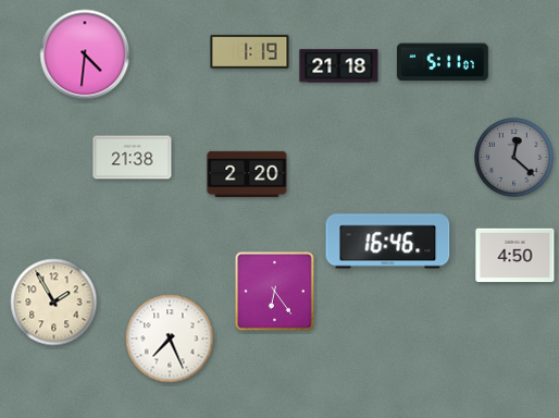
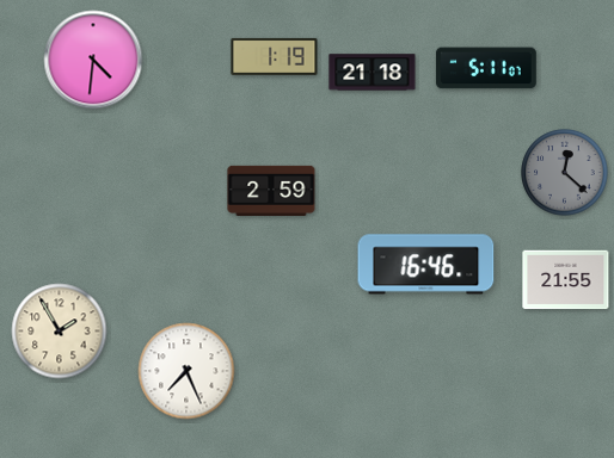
clock at (133, 158): 21:38 -> none
clock at (247, 174): 2:20 -> 2:59
clock at (515, 256): 4:50 -> 21:55
clock at (275, 292): 6:24 -> none
